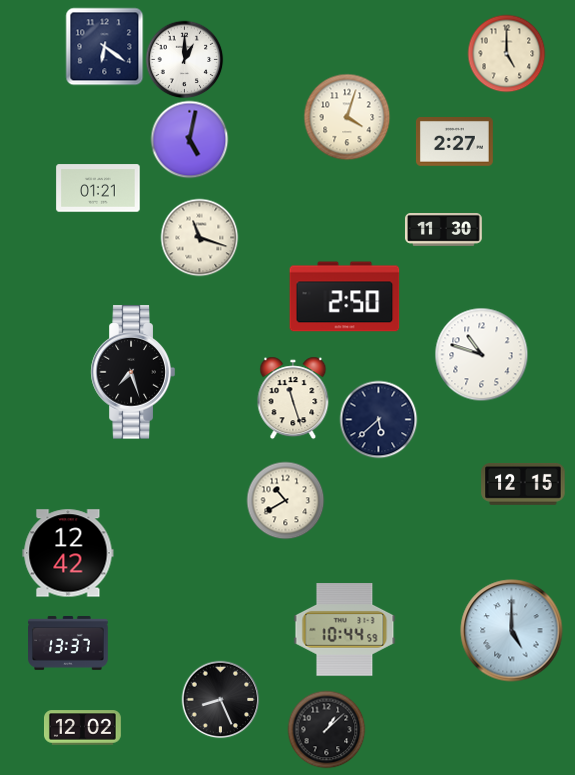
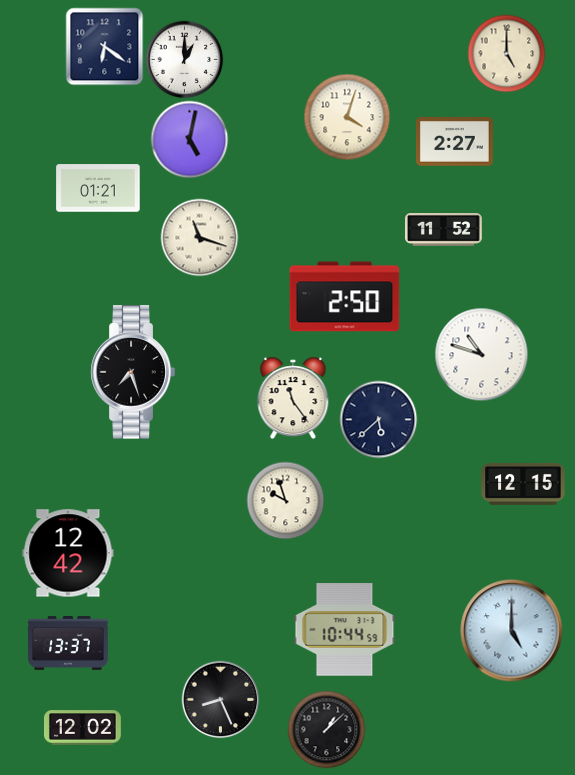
clock at (444, 230): 11:30 -> 11:52
clock at (293, 398): 11:27 -> 11:24
clock at (285, 500): 10:40 -> 9:57
